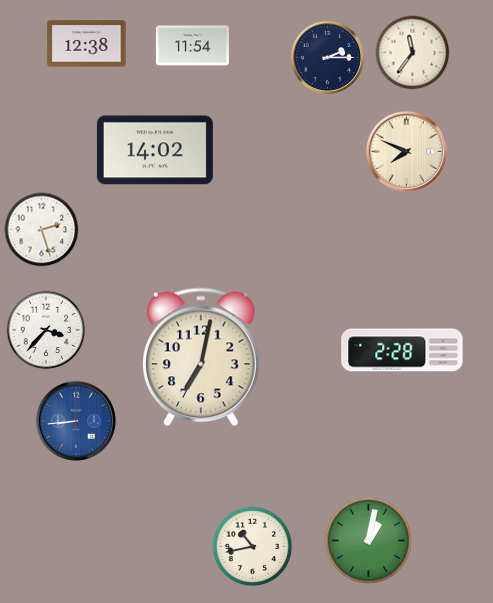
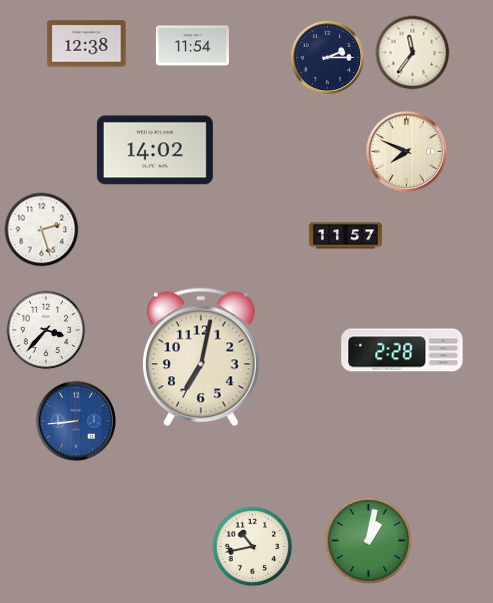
clock at (345, 236): none -> 11:57
